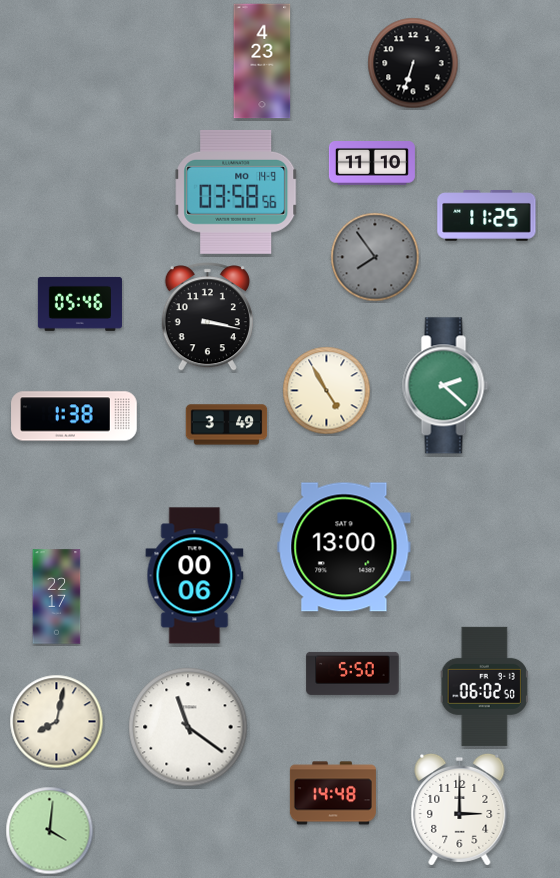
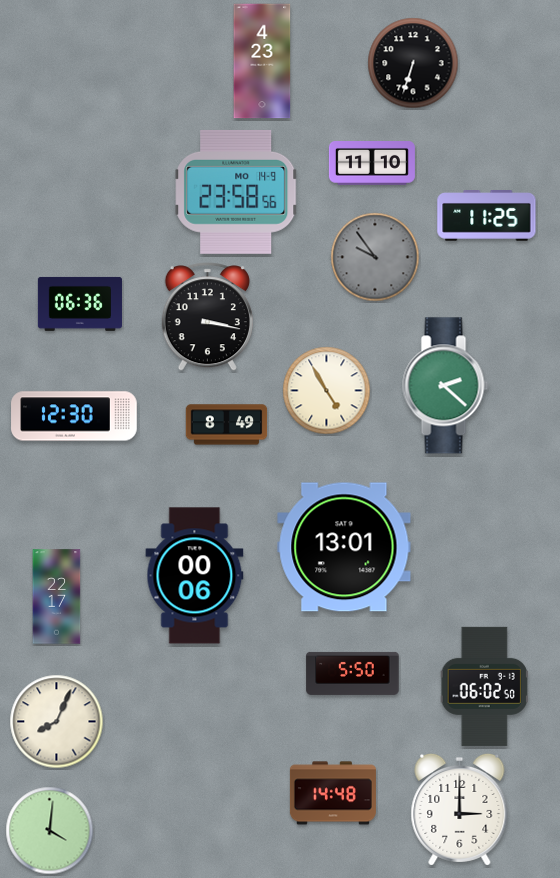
clock at (236, 192): 03:58 -> 23:58
clock at (375, 257): 7:54 -> 9:54
clock at (80, 304): 05:46 -> 06:36
clock at (74, 416): 1:38 -> 12:30
clock at (227, 425): 3:49 -> 8:49
clock at (344, 547): 13:00 -> 13:01
clock at (57, 722): 8:02 -> 8:04
clock at (188, 727): 11:21 -> none
